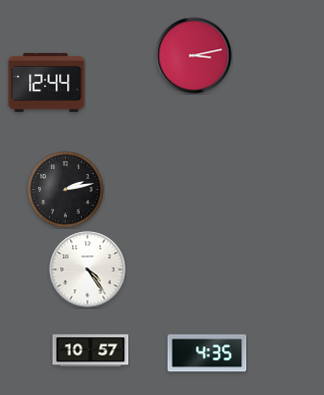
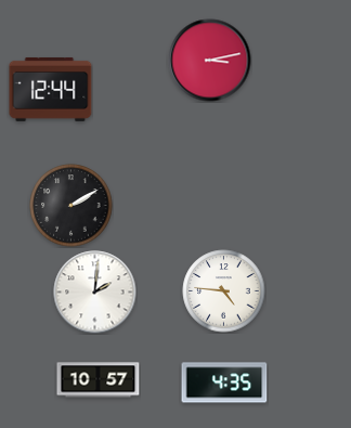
clock at (66, 190): 2:13 -> 2:10
clock at (224, 291): none -> 4:46
clock at (88, 270): 4:24 -> 2:01
